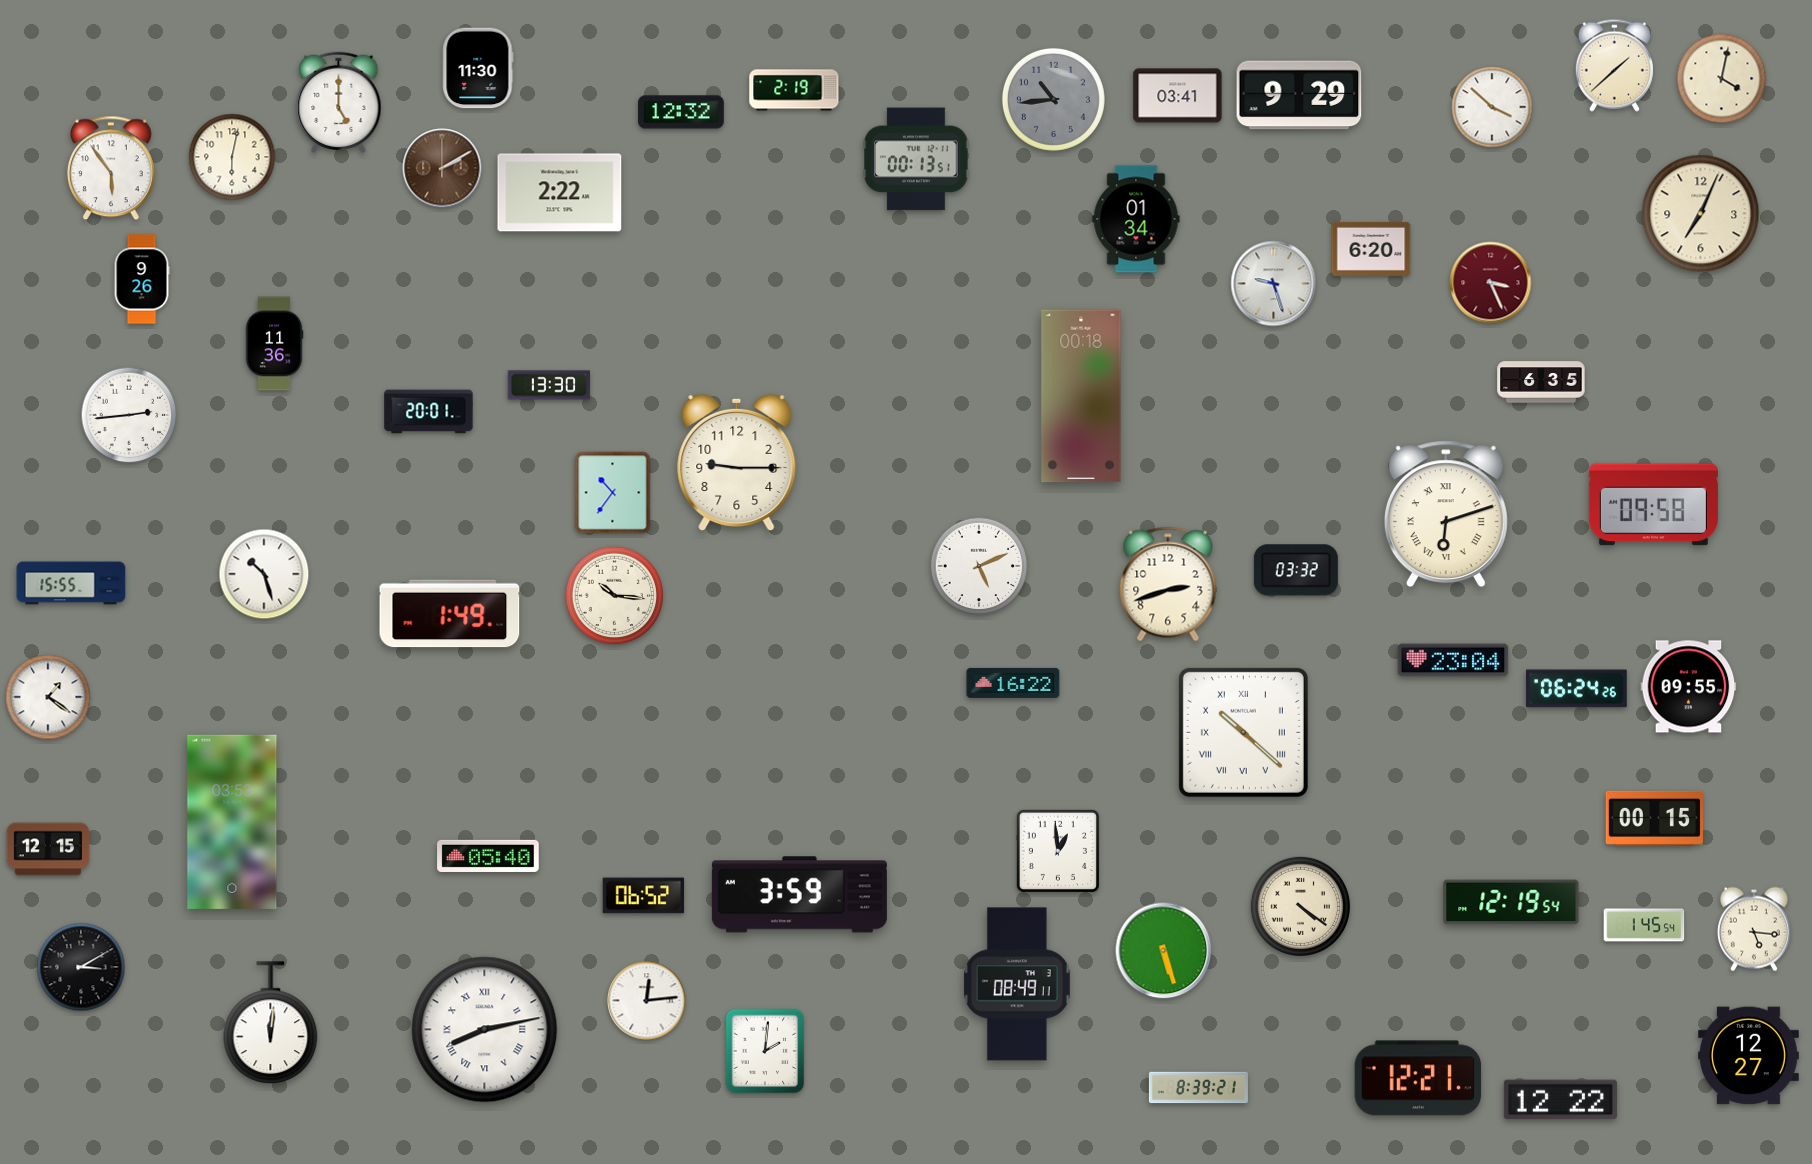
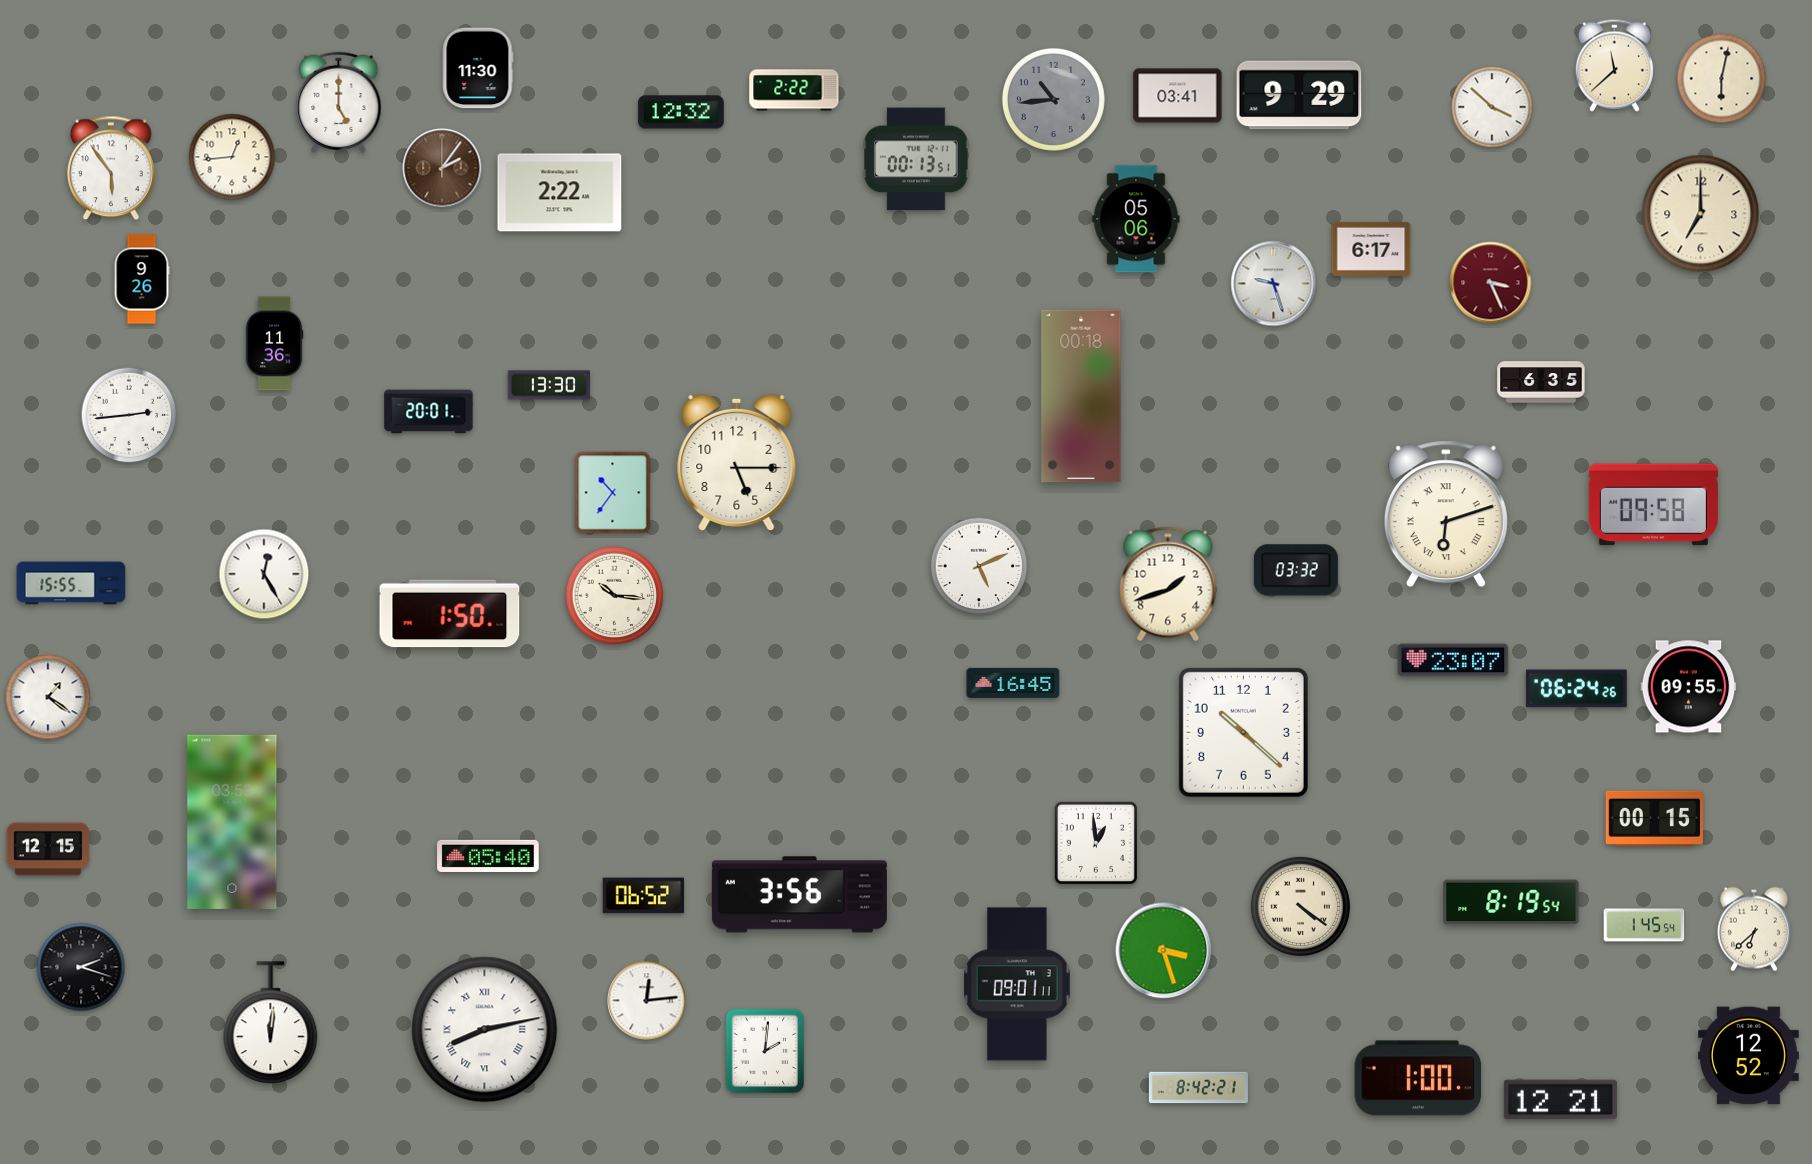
clock at (1614, 65): 1:38 -> 11:38
clock at (1722, 79): 4:02 -> 6:02
clock at (794, 90): 2:19 -> 2:22
clock at (232, 157): 6:02 -> 12:44
clock at (442, 168): 2:10 -> 2:06
clock at (1701, 214): 7:04 -> 7:00
clock at (1136, 219): 01:34 -> 05:06
clock at (1371, 249): 6:20 -> 6:17
clock at (737, 463): 9:15 -> 5:15
clock at (264, 574): 10:27 -> 12:25
clock at (1168, 584): 2:42 -> 1:42
clock at (450, 614): 1:49 -> 1:50
clock at (1453, 660): 23:04 -> 23:07
clock at (1013, 683): 16:22 -> 16:45
clock at (1243, 732) numerals: Roman -> Arabic
clock at (1058, 851) position: (1058, 851) -> (1096, 843)
clock at (799, 895): 3:59 -> 3:56
clock at (1511, 902): 12:19 -> 8:19
clock at (1754, 929): 5:16 -> 6:38
clock at (1164, 951): 5:27 -> 3:27
clock at (81, 967): 3:10 -> 2:18
clock at (1017, 984): 08:49 -> 09:01
clock at (1749, 1056): 12:27 -> 12:52
clock at (1418, 1078): 12:21 -> 1:00
clock at (1198, 1088): 8:39 -> 8:42
clock at (1560, 1100): 12:22 -> 12:21
